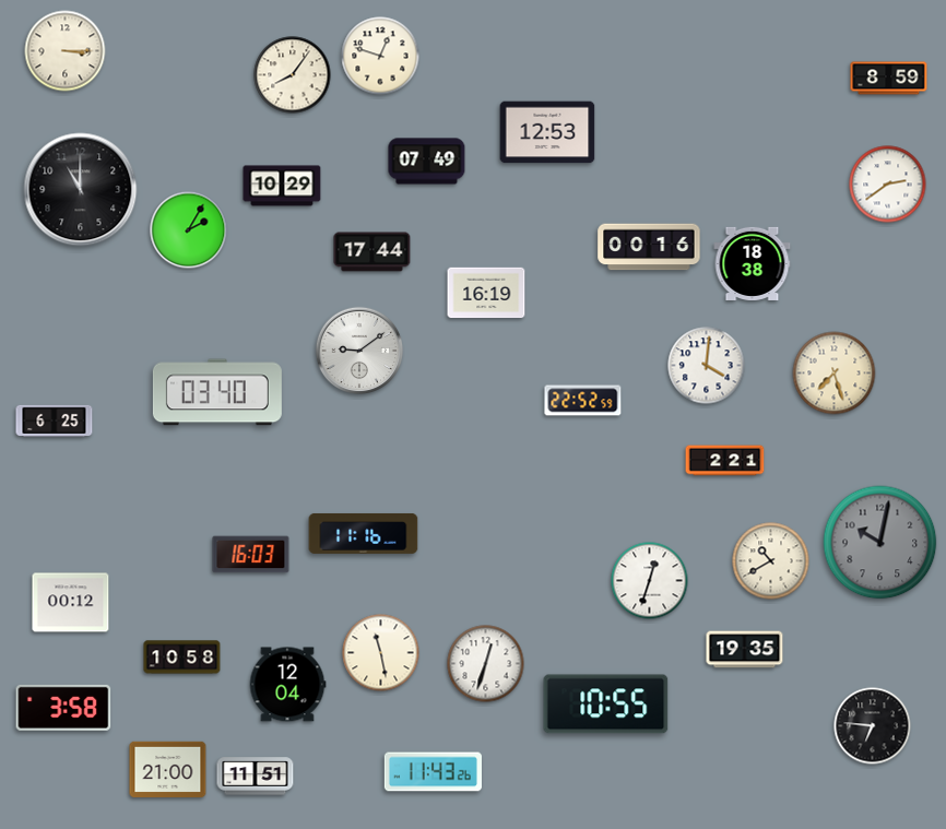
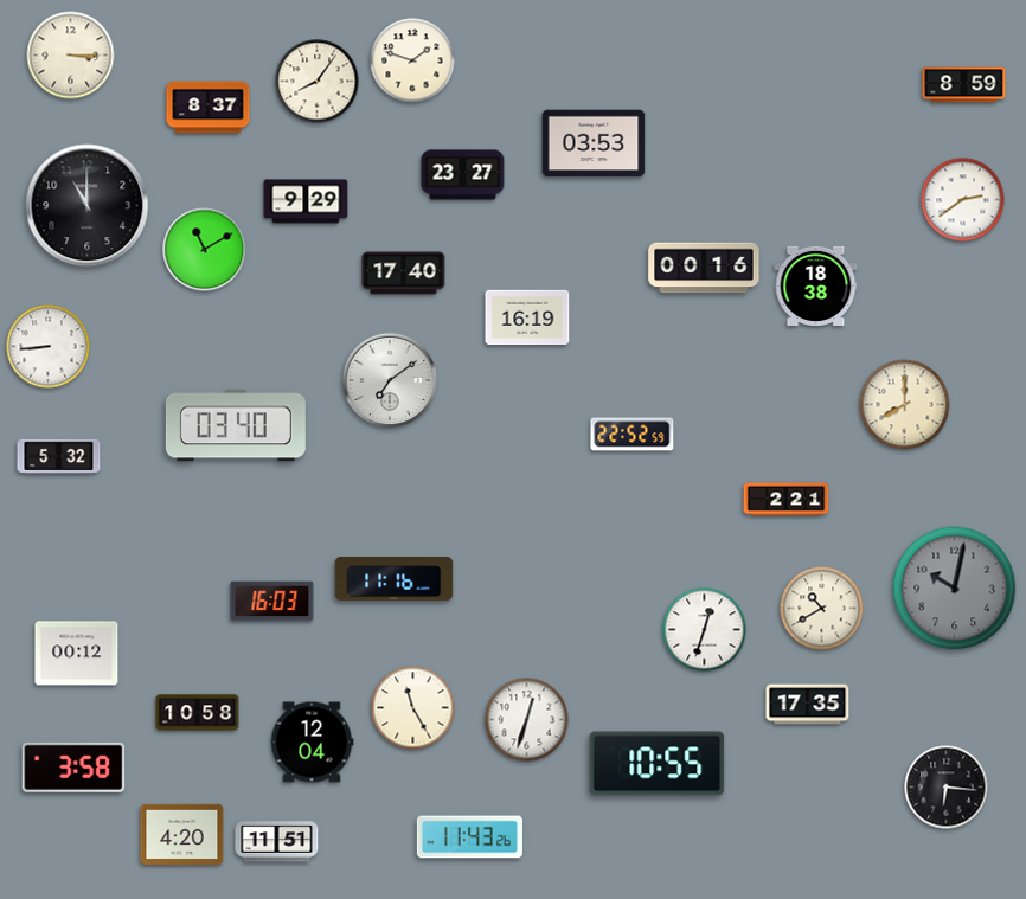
clock at (380, 56): 12:48 -> 1:48
clock at (209, 108): none -> 8:37
clock at (547, 132): 12:53 -> 03:53
clock at (427, 162): 07:49 -> 23:27
clock at (282, 186): 10:29 -> 9:29
clock at (189, 230): 2:05 -> 11:10
clock at (373, 252): 17:44 -> 17:40
clock at (49, 347): none -> 8:44
clock at (359, 351): 9:09 -> 7:09
clock at (707, 366): 4:01 -> none
clock at (835, 374): 7:27 -> 8:00
clock at (55, 421): 6:25 -> 5:32
clock at (771, 561) position: (771, 561) -> (822, 609)
clock at (745, 650): 19:35 -> 17:35
clock at (381, 653): 11:28 -> 11:25
clock at (63, 708) position: (63, 708) -> (73, 768)
clock at (873, 726): 6:46 -> 6:16
clock at (168, 770): 21:00 -> 4:20
